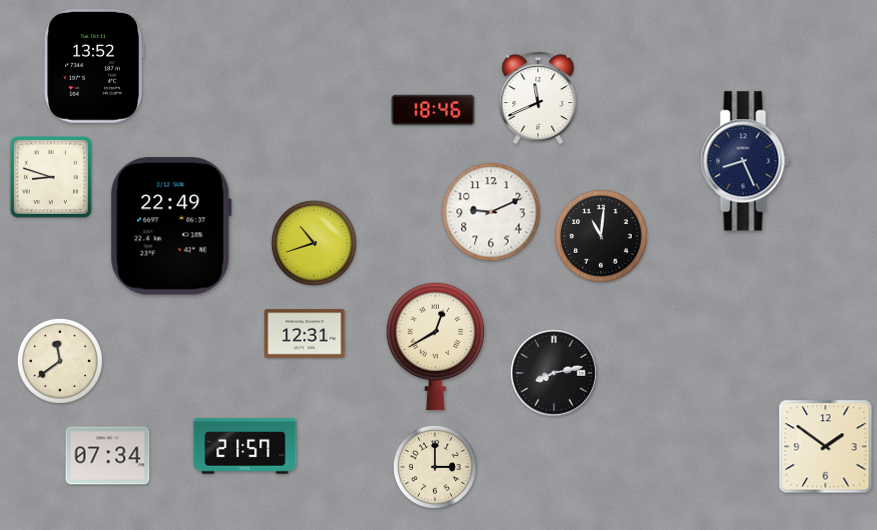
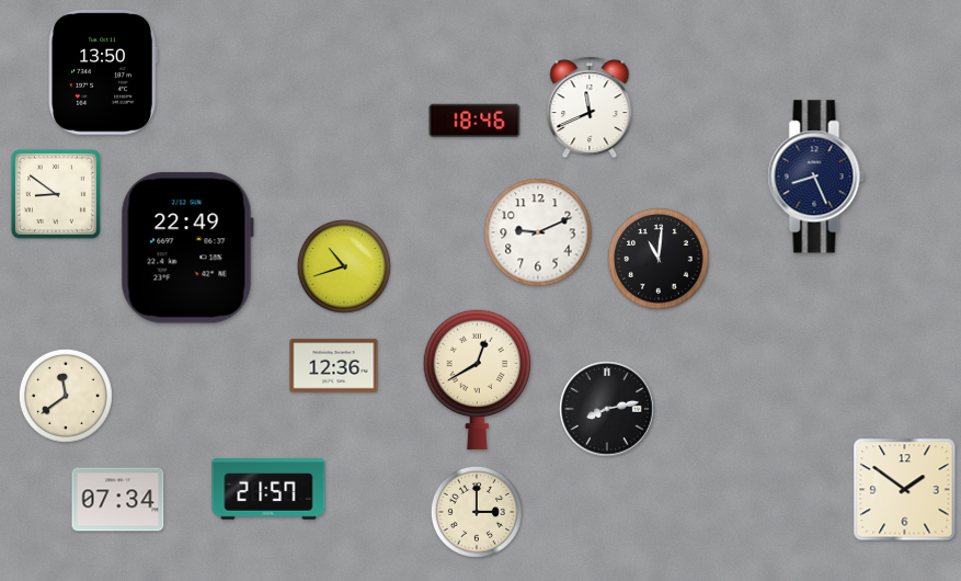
clock at (94, 66): 13:52 -> 13:50
clock at (51, 177): 8:48 -> 8:51
clock at (305, 334): 12:31 -> 12:36
